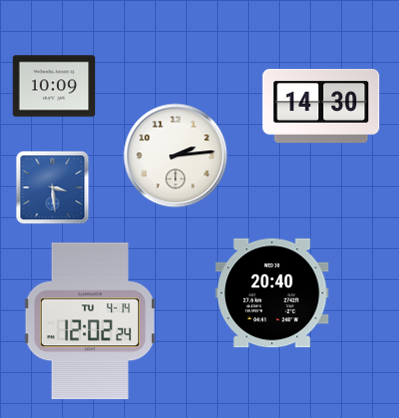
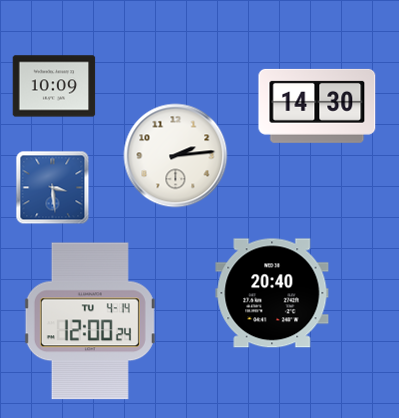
clock at (321, 106) position: (321, 106) -> (317, 106)
clock at (90, 321): 12:02 -> 12:00
